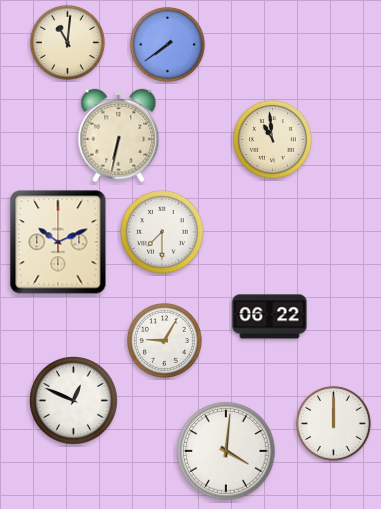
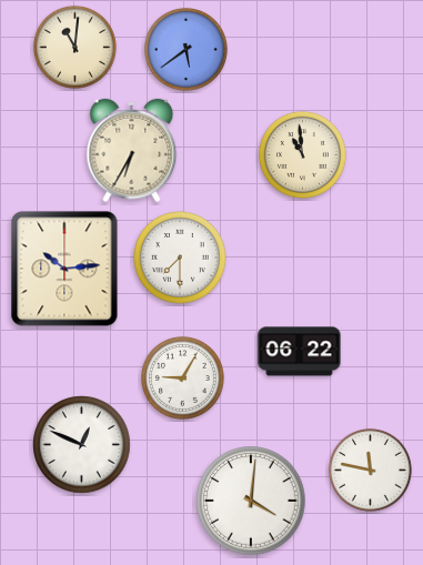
clock at (167, 44): 7:39 -> 5:39
clock at (119, 136): 6:32 -> 6:35
clock at (58, 242): 10:11 -> 10:14
clock at (333, 423): 12:00 -> 11:47
